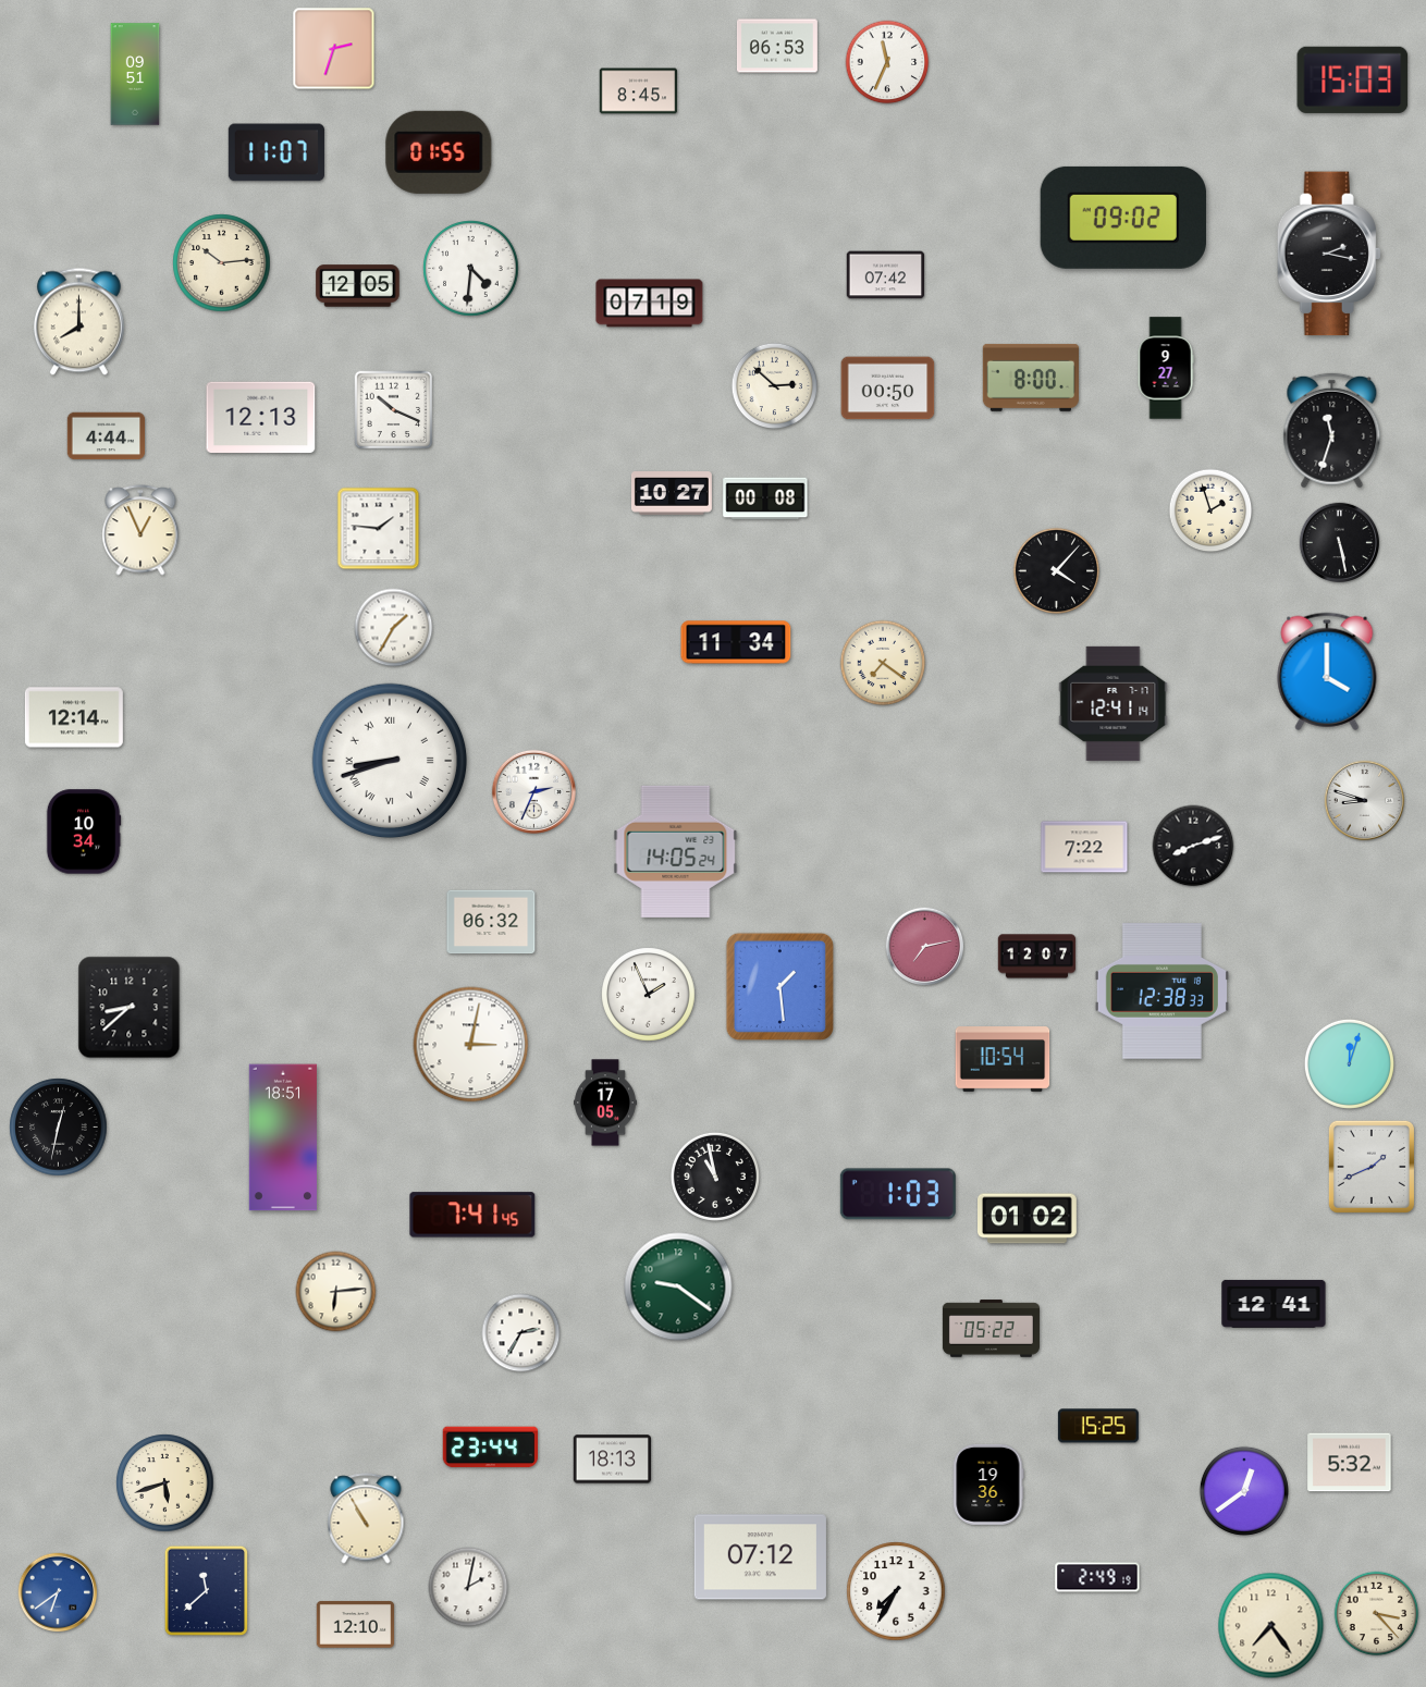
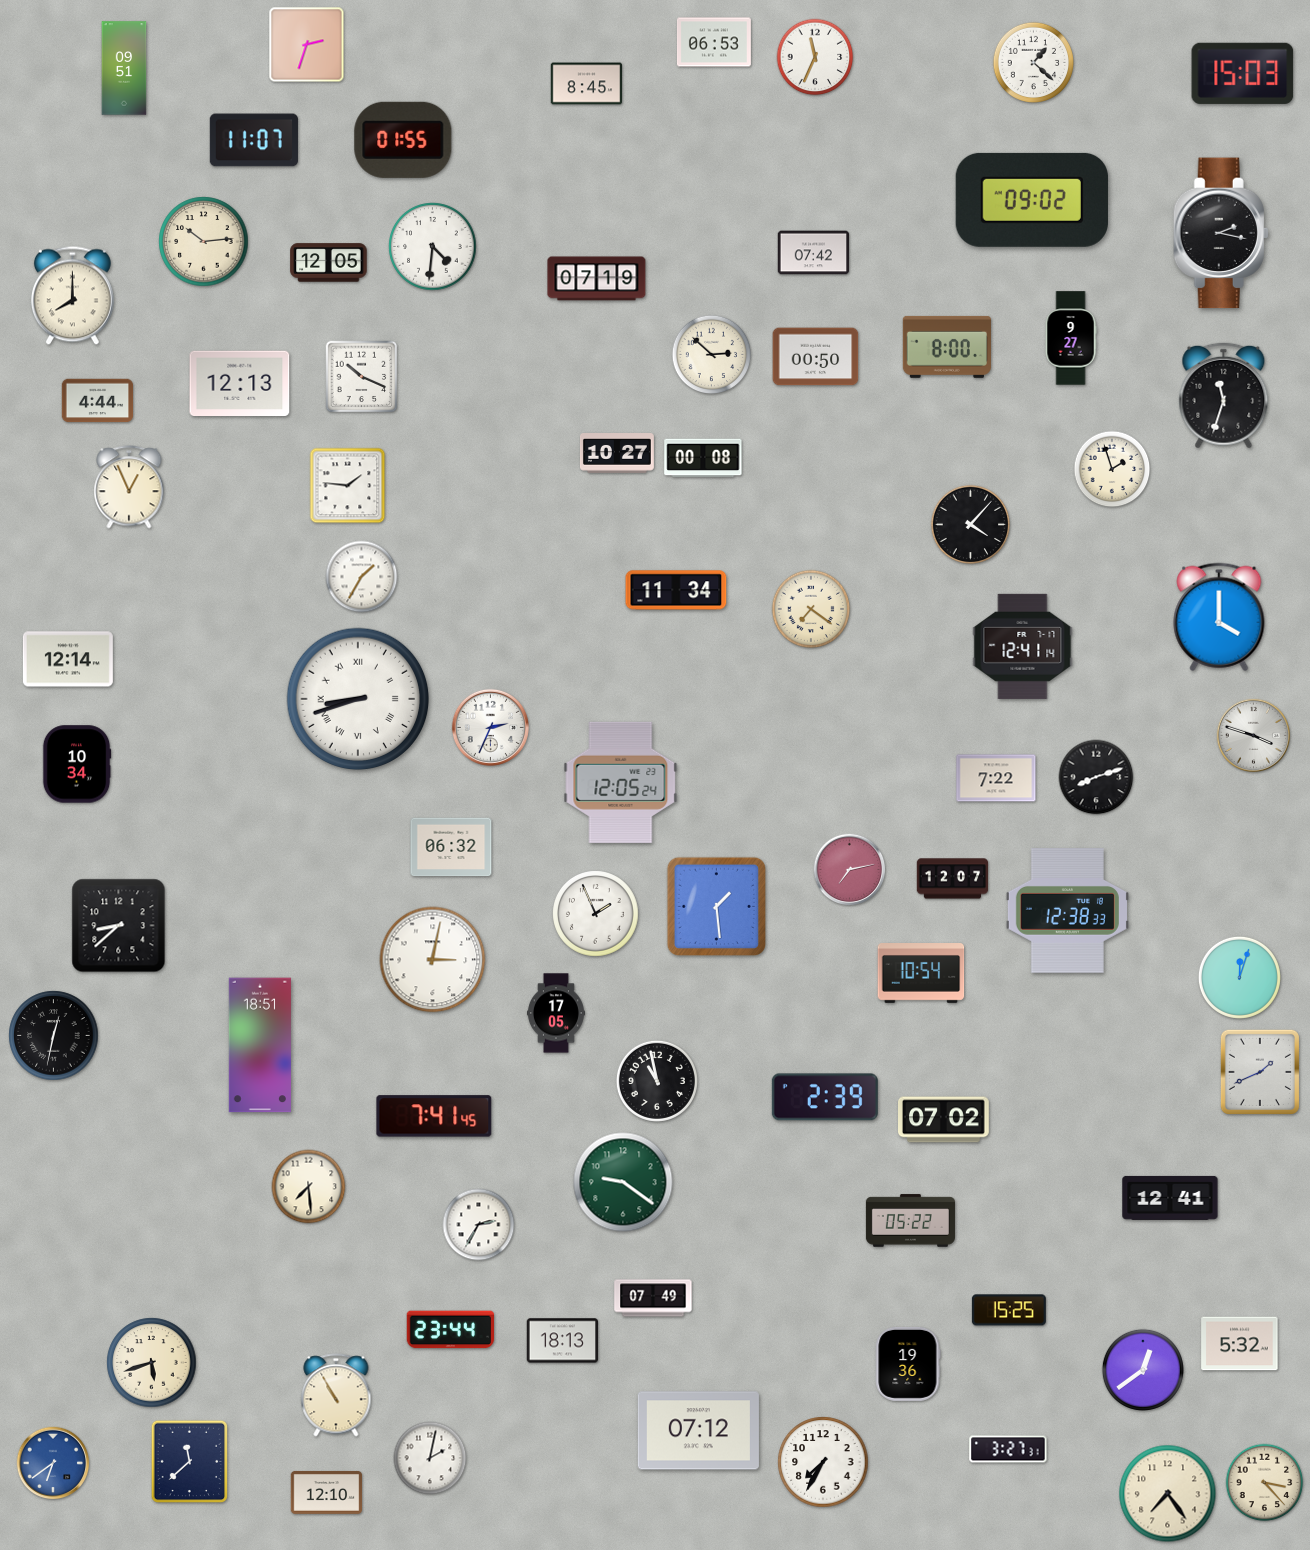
clock at (1033, 62): none -> 1:22
clock at (1340, 543): 5:28 -> none
clock at (1365, 801): 8:48 -> 3:48
clock at (676, 851): 14:05 -> 12:05
clock at (898, 1194): 1:03 -> 2:39
clock at (1028, 1219): 01:02 -> 07:02
clock at (336, 1292): 6:14 -> 7:29
clock at (653, 1298): none -> 07:49
clock at (1097, 1577): 2:49 -> 3:27
